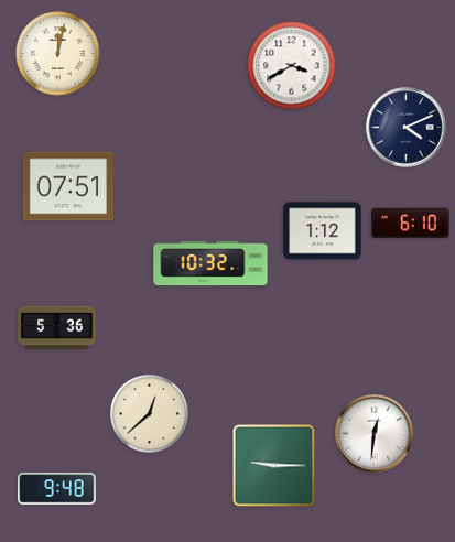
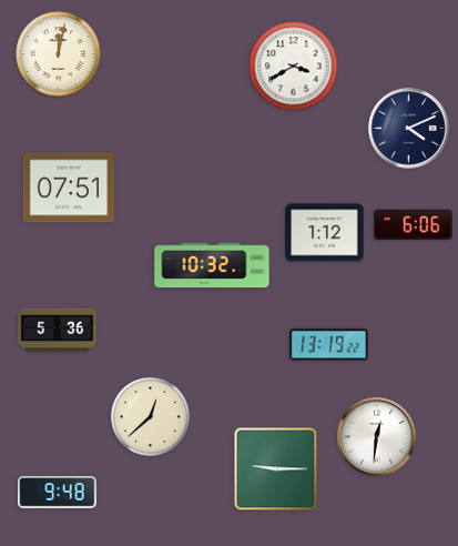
clock at (411, 224): 6:10 -> 6:06
clock at (329, 345): none -> 13:19
